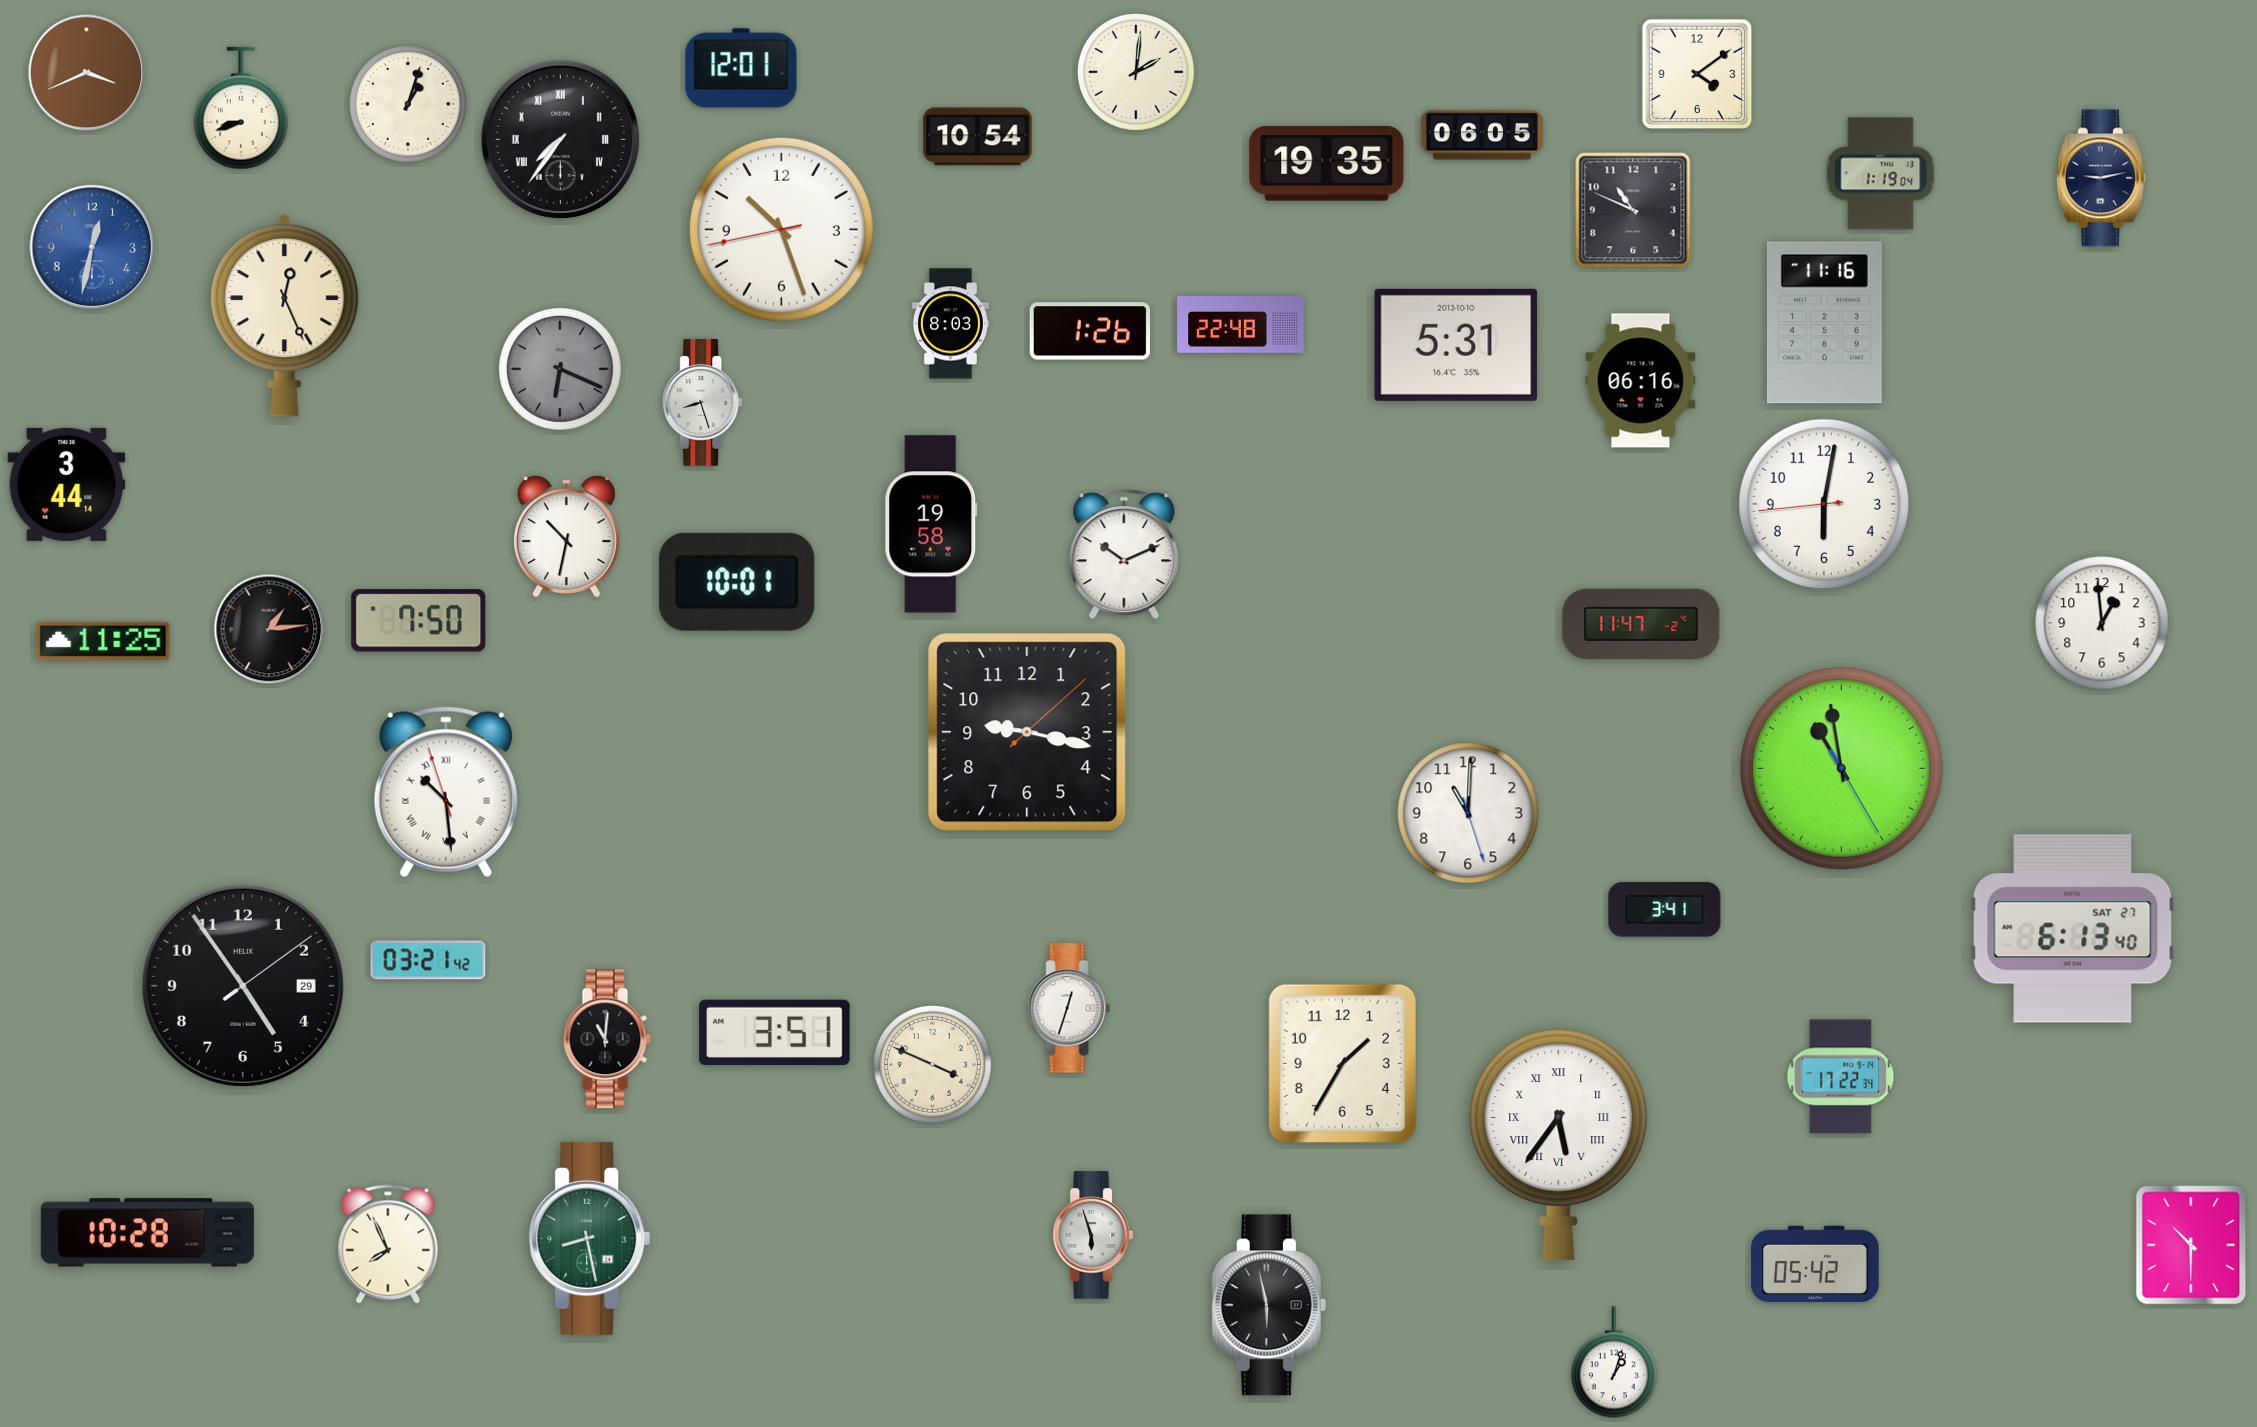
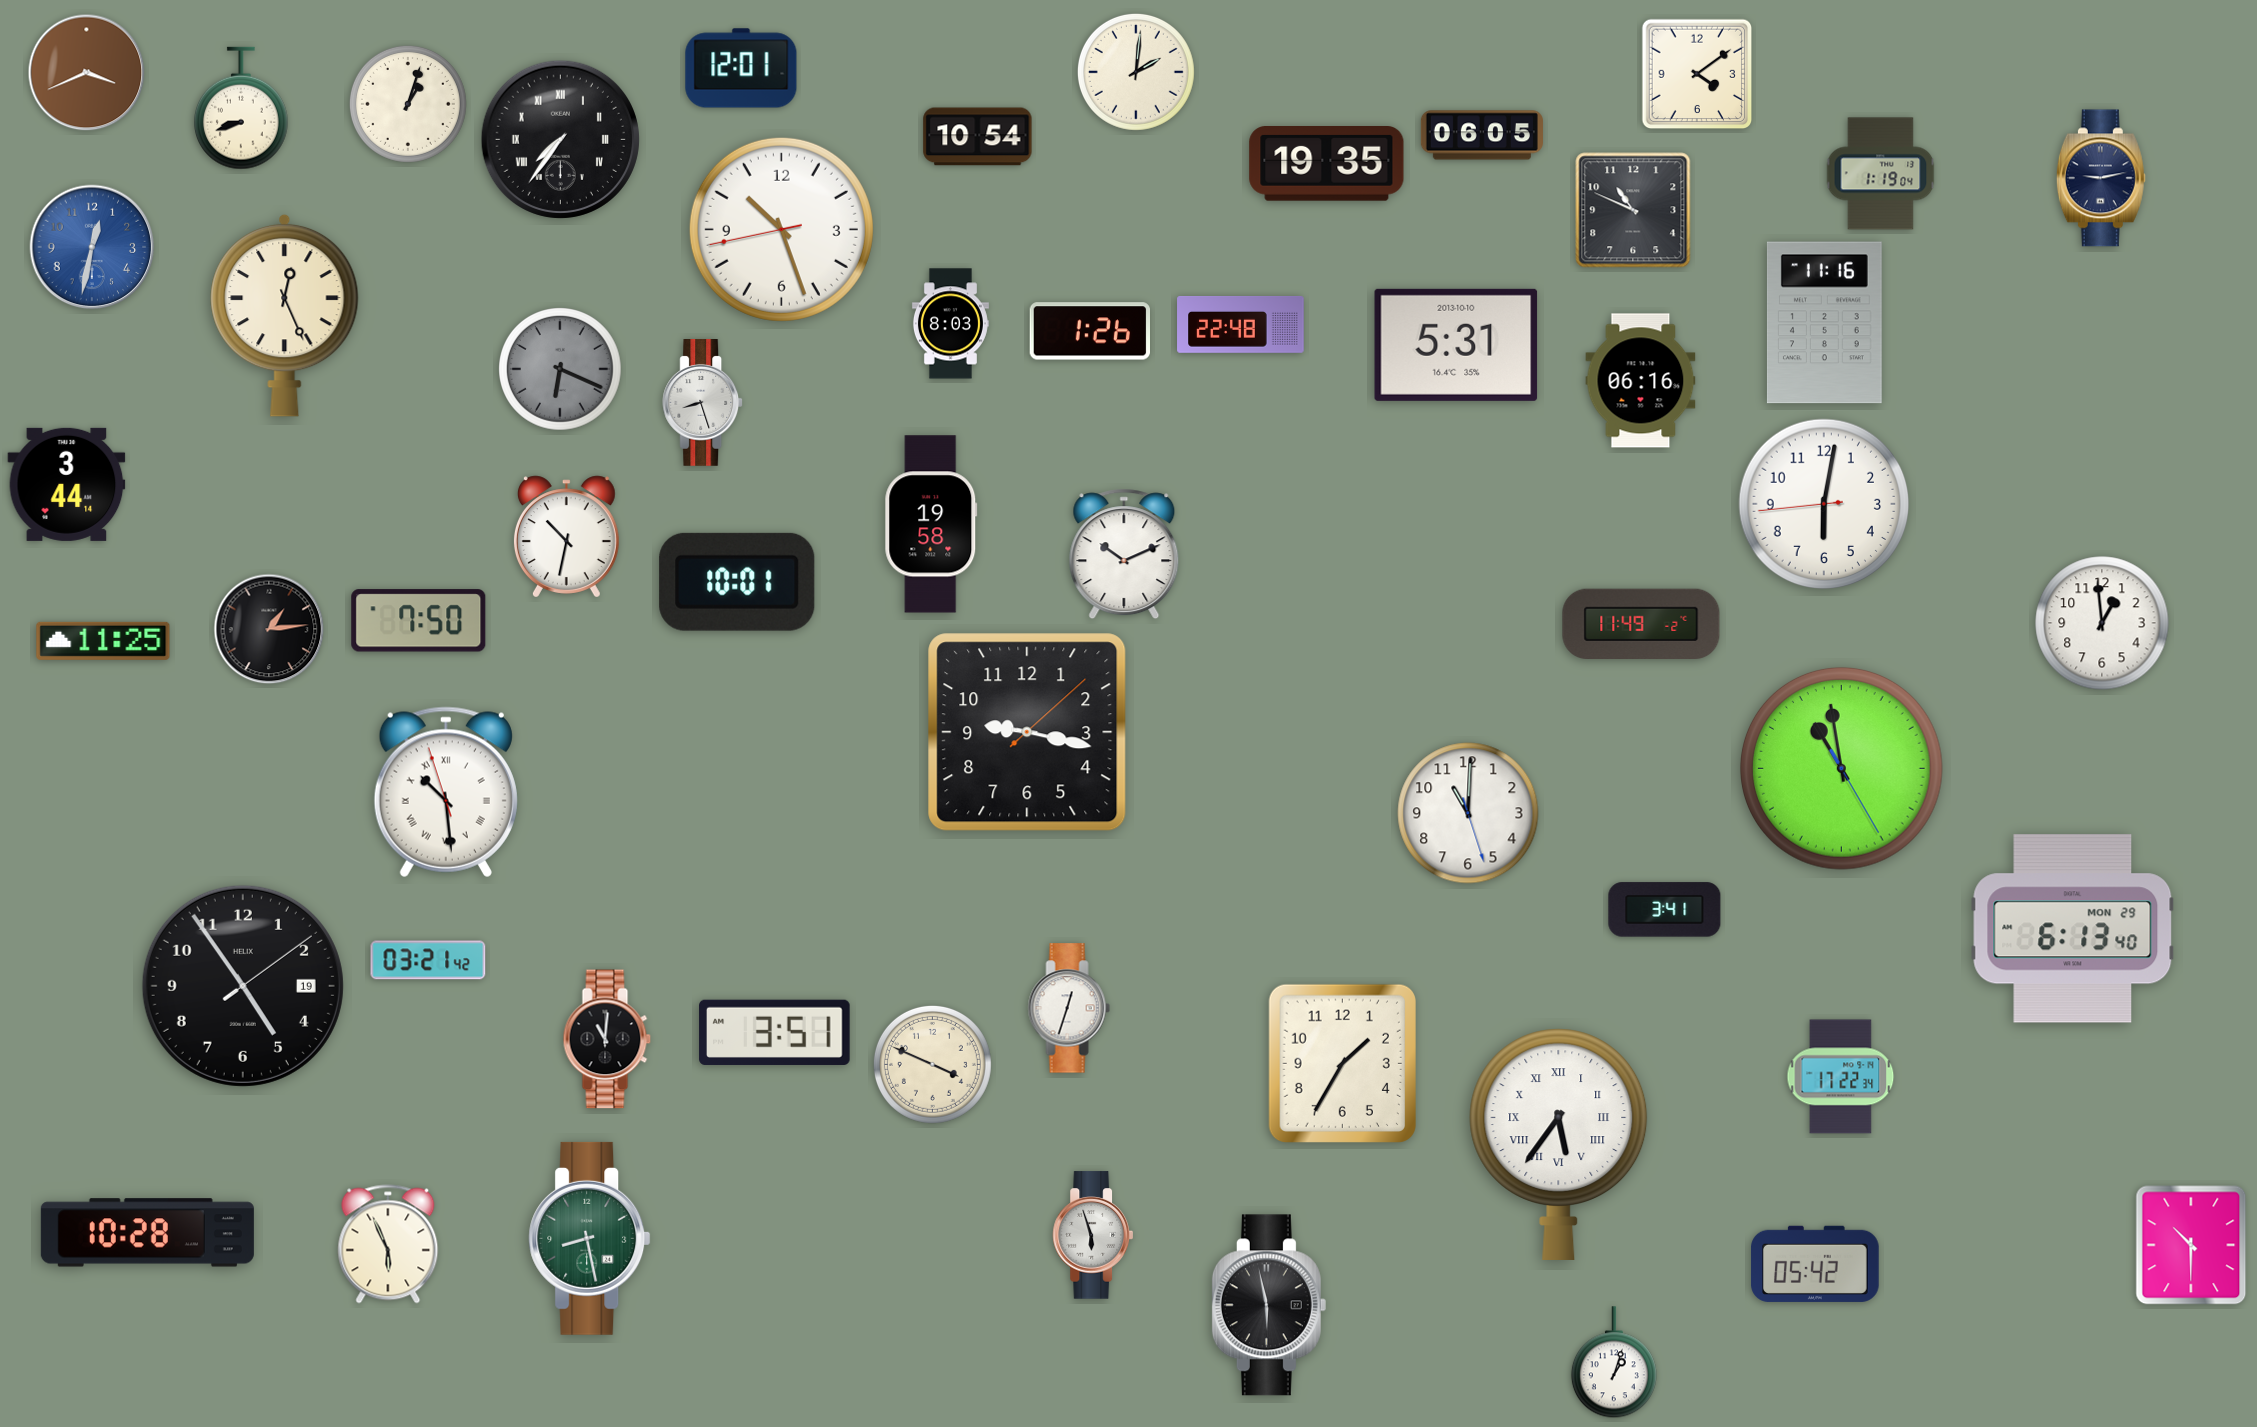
clock at (1641, 624): 11:47 -> 11:49
clock at (2073, 929) date: SAT 27 -> MON 29
clock at (243, 986) date: 29 -> 19
clock at (388, 1244): 7:56 -> 5:56
